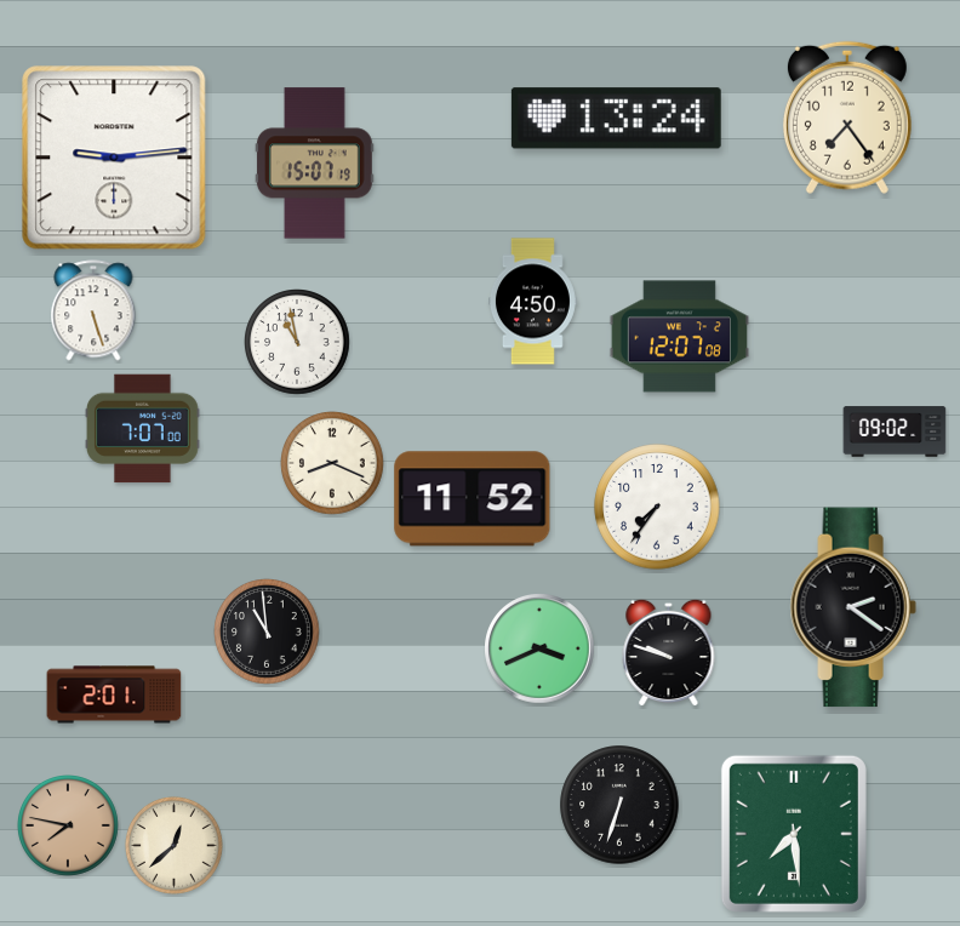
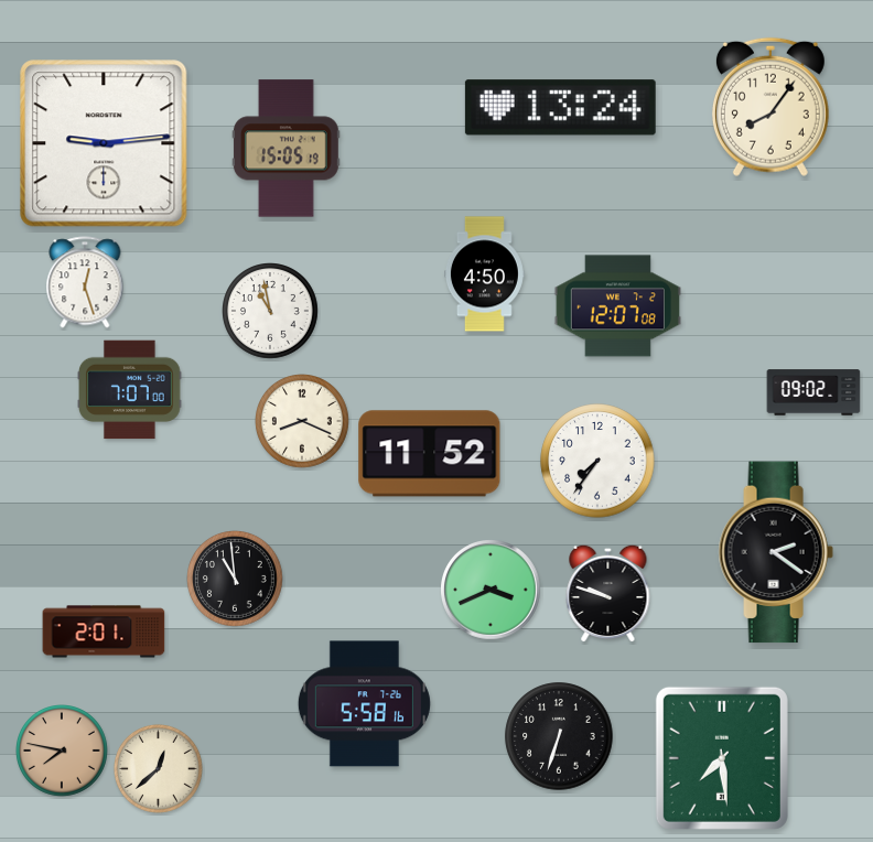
clock at (847, 118): 7:24 -> 8:06
clock at (315, 164): 15:07 -> 15:05
clock at (93, 310): 5:27 -> 12:27
clock at (267, 631) position: (267, 631) -> (235, 579)
clock at (364, 704): none -> 5:58
clock at (619, 805) position: (619, 805) -> (559, 736)
